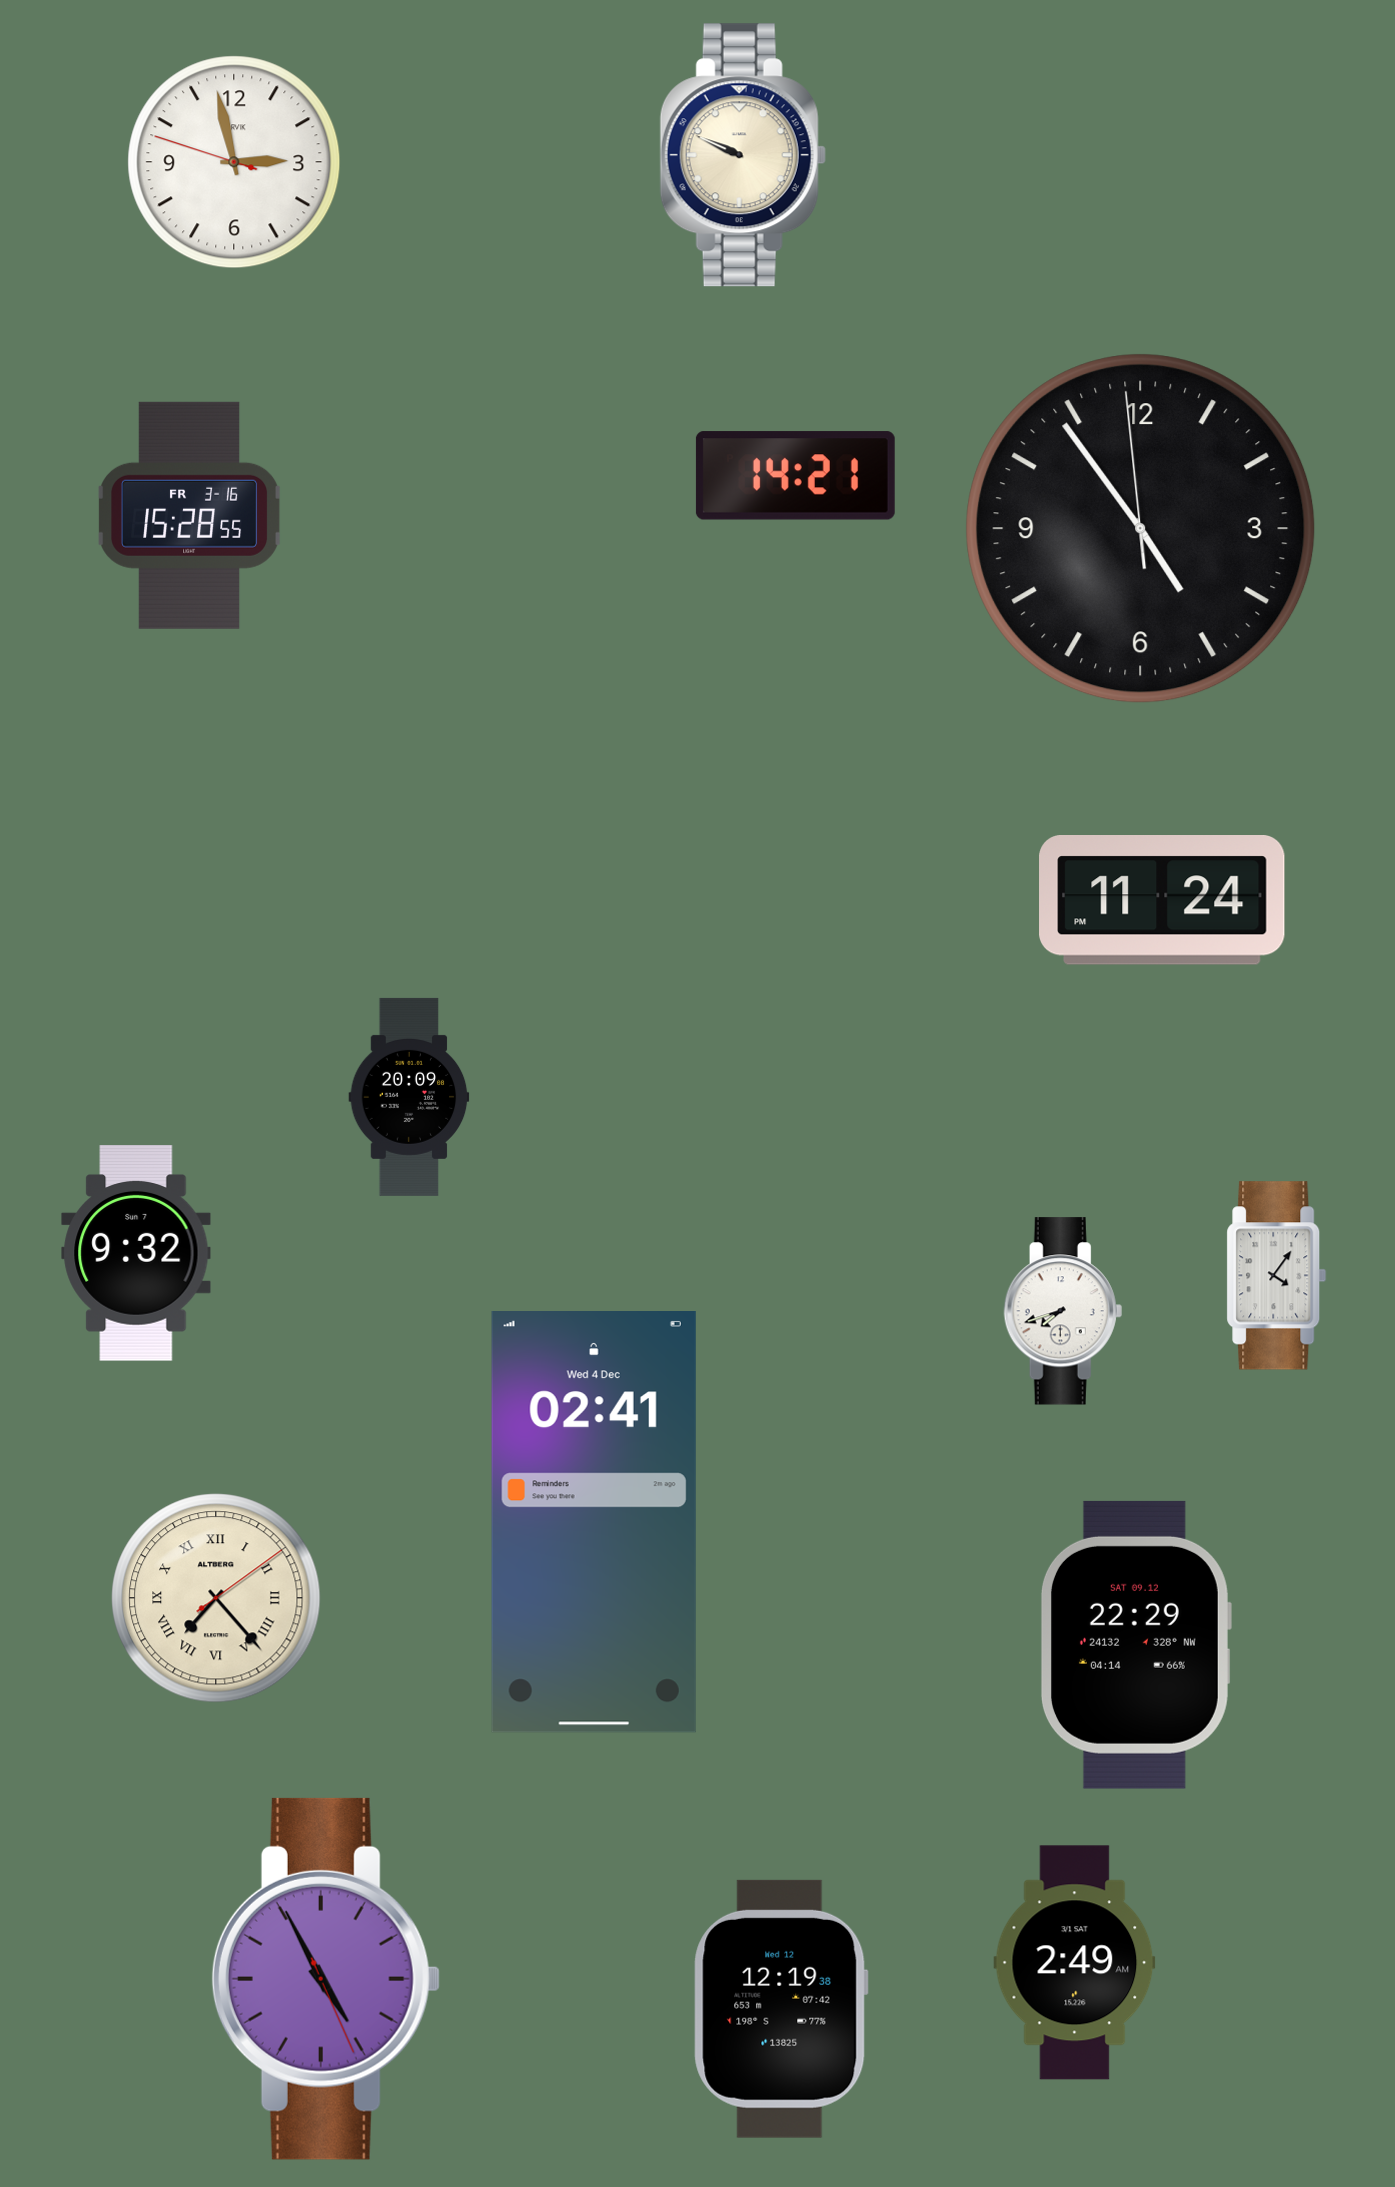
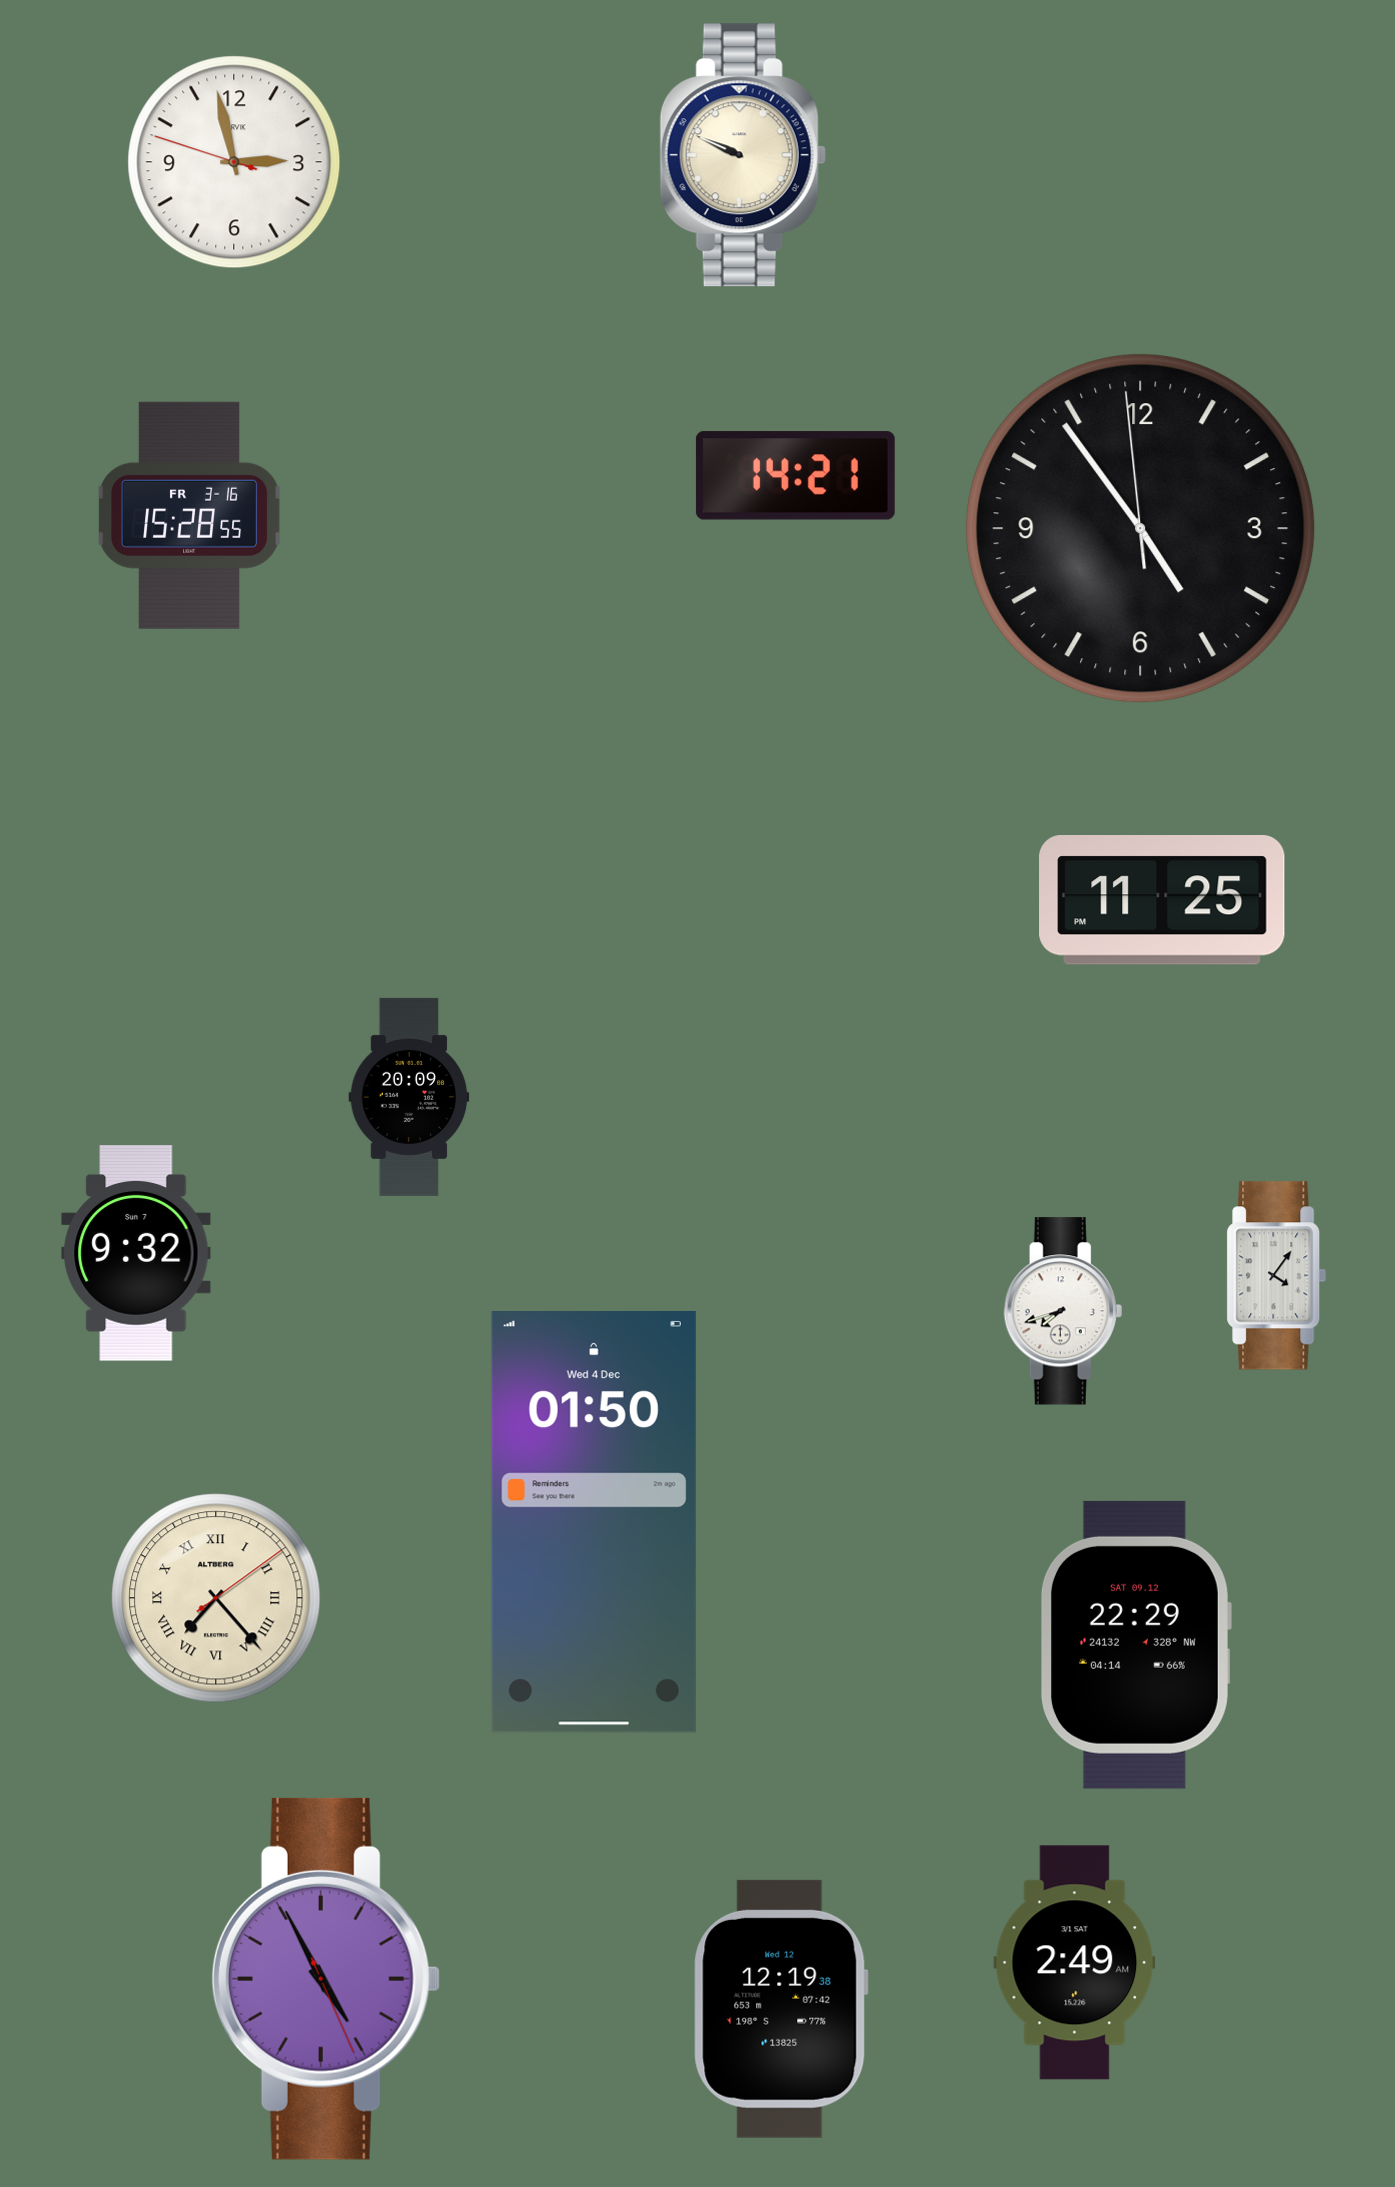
clock at (1162, 901): 11:24 -> 11:25
clock at (594, 1523): 02:41 -> 01:50
